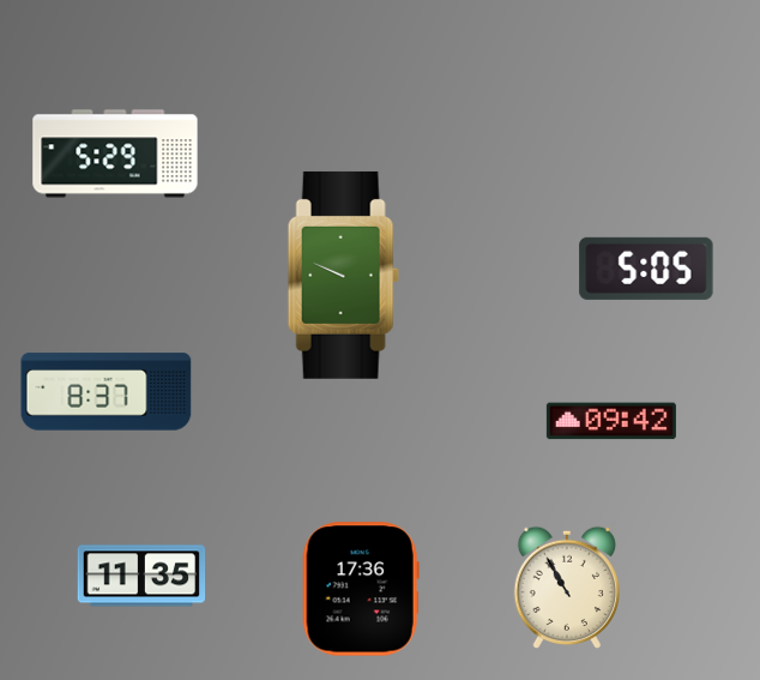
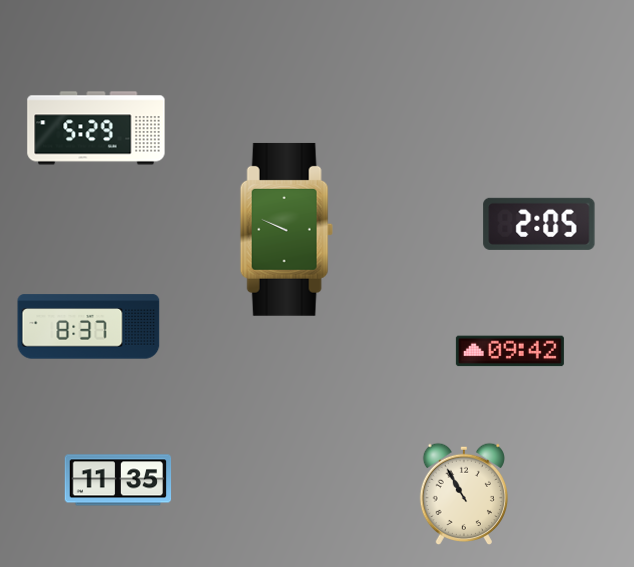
clock at (646, 269): 5:05 -> 2:05
clock at (566, 588) position: (566, 588) -> (463, 494)
clock at (361, 589): 17:36 -> none
